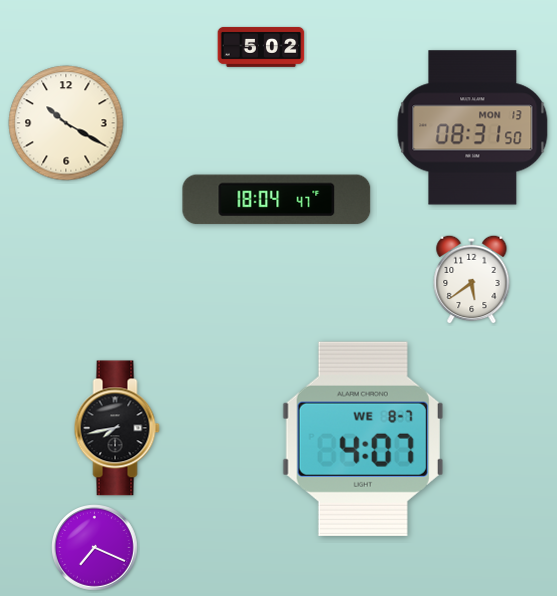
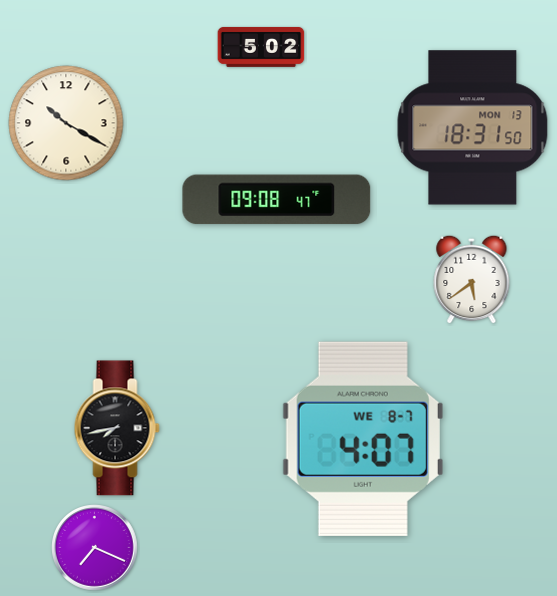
clock at (473, 128): 08:31 -> 18:31
clock at (277, 200): 18:04 -> 09:08
